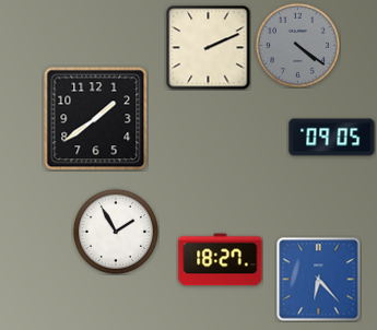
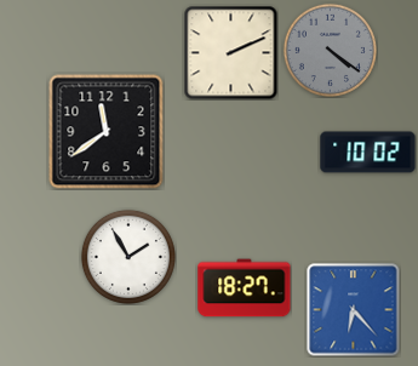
clock at (96, 119): 1:39 -> 11:39
clock at (332, 138): 09:05 -> 10:02
